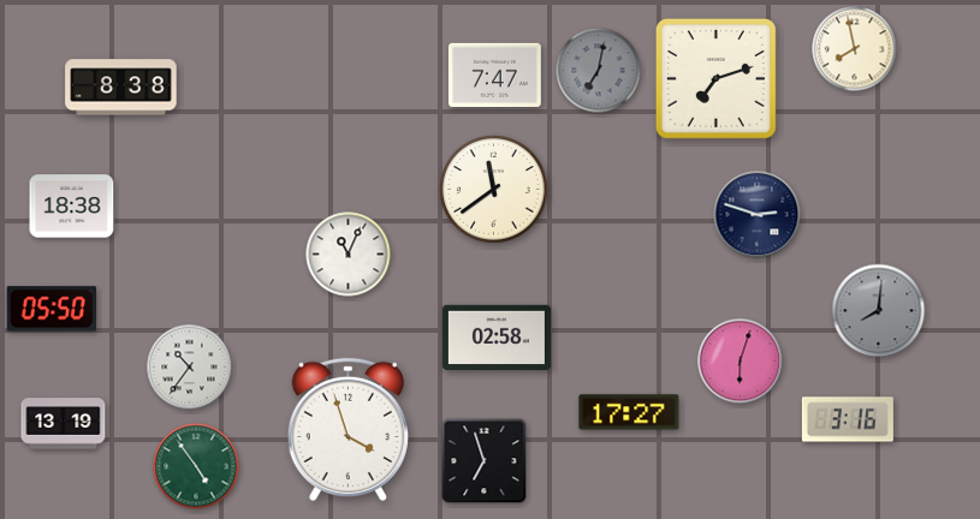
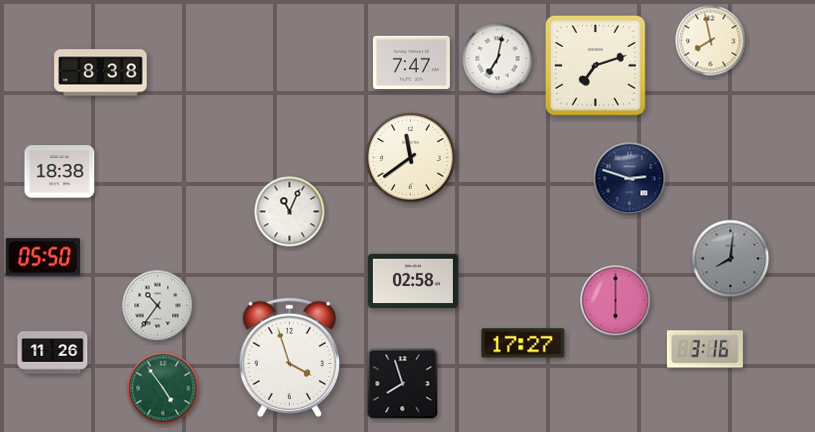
clock at (599, 71) dial: grey -> white
clock at (741, 362): 6:03 -> 6:00
clock at (64, 424): 13:19 -> 11:26
clock at (485, 461): 6:57 -> 7:57
